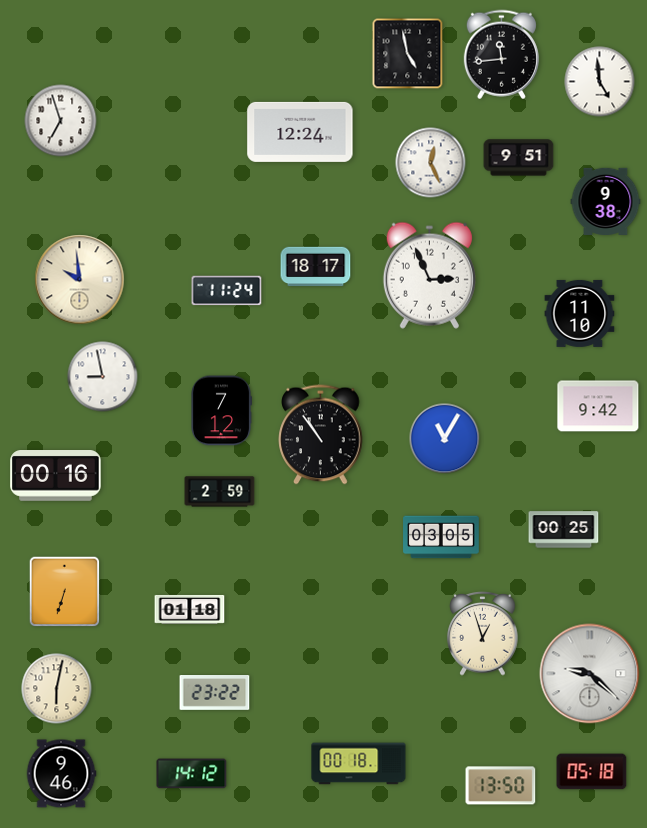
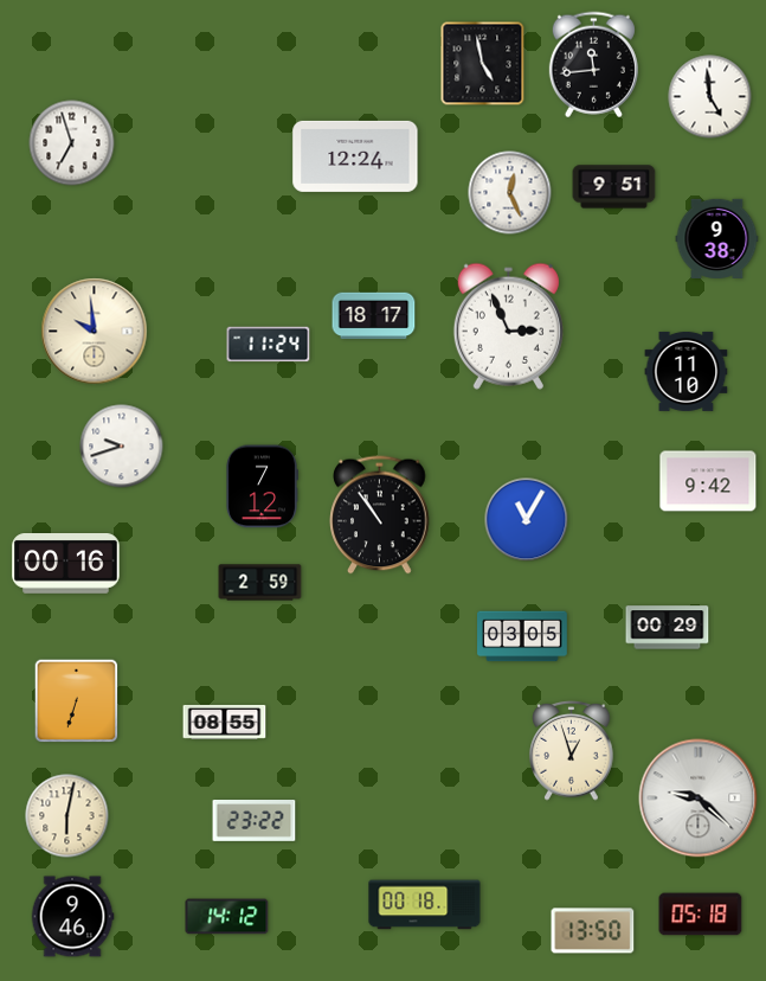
clock at (103, 377): 8:58 -> 9:42
clock at (564, 530): 00:25 -> 00:29
clock at (190, 609): 01:18 -> 08:55
